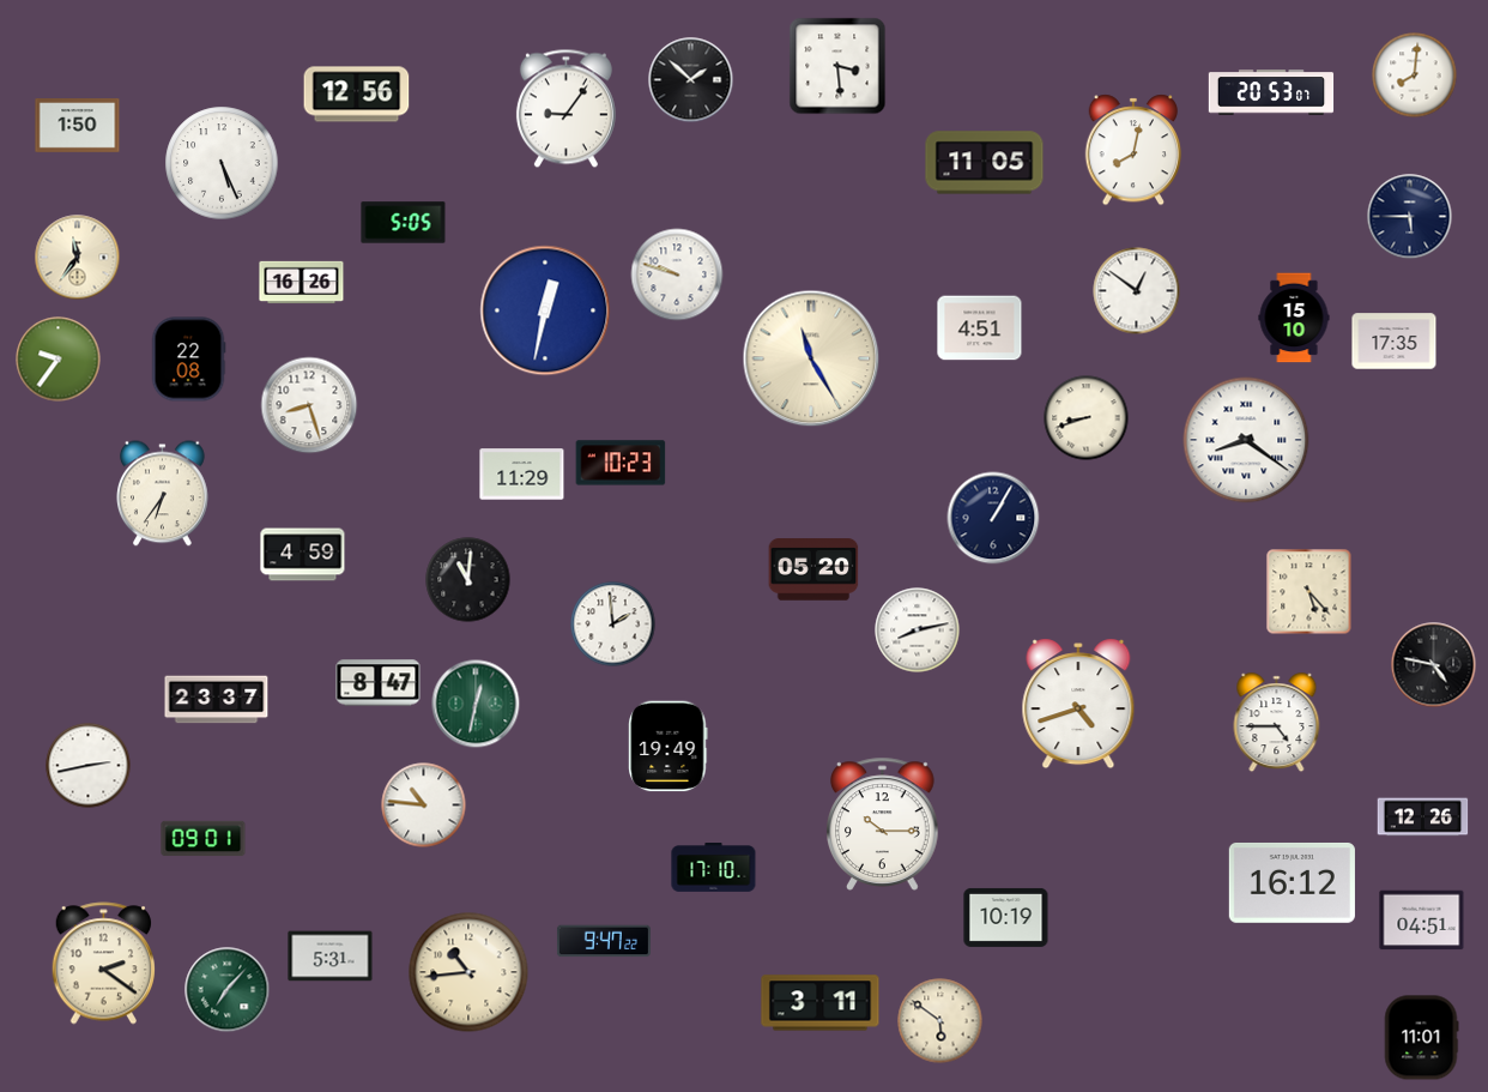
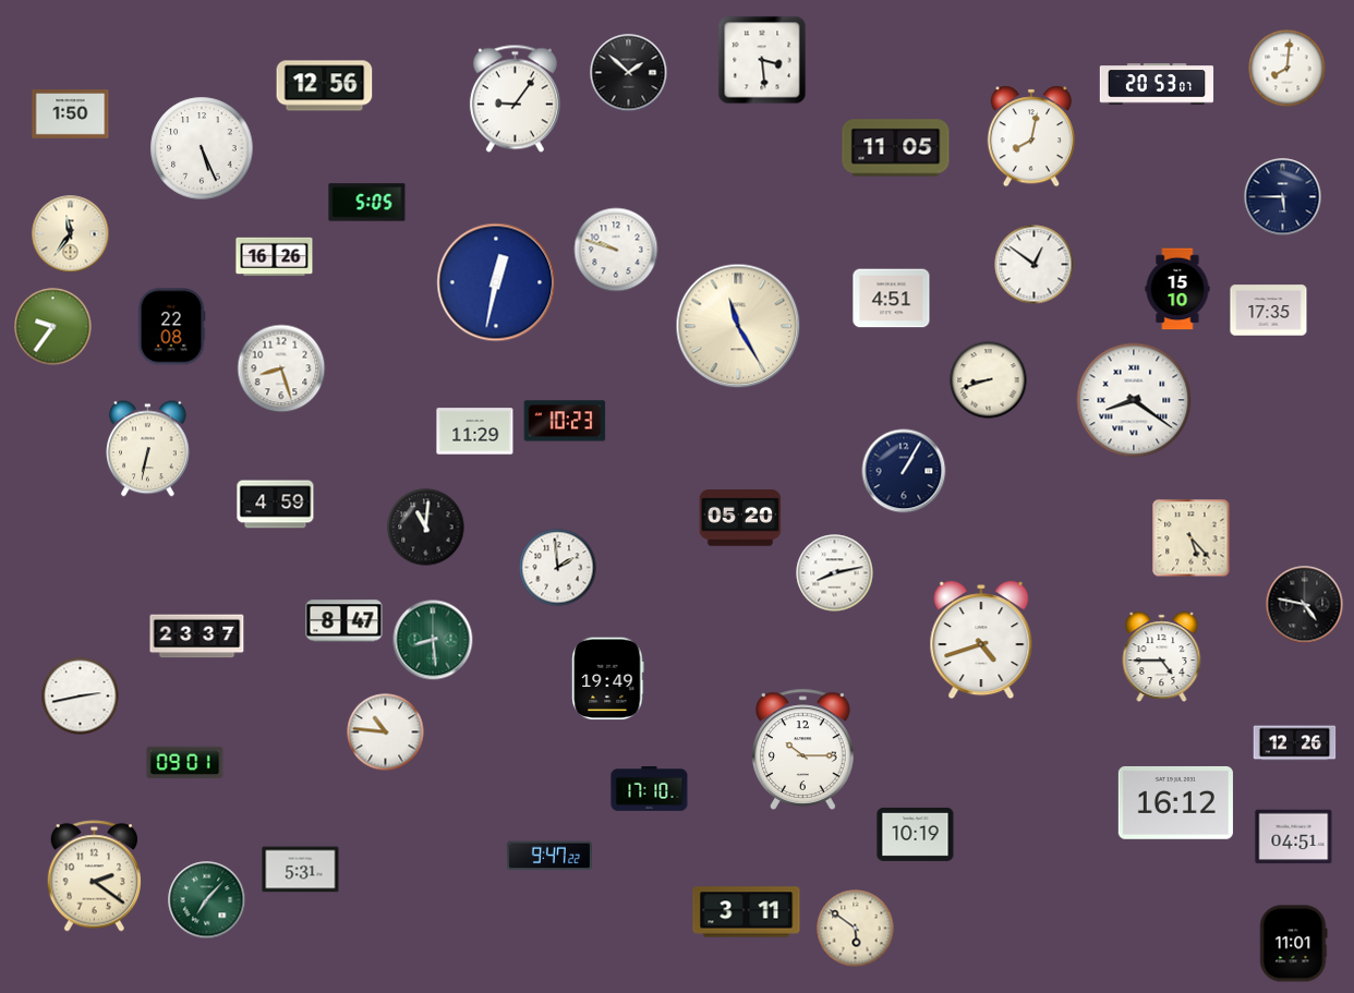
clock at (163, 494): 6:36 -> 6:32
clock at (476, 704): 12:32 -> 8:29
clock at (468, 972): 10:44 -> none
